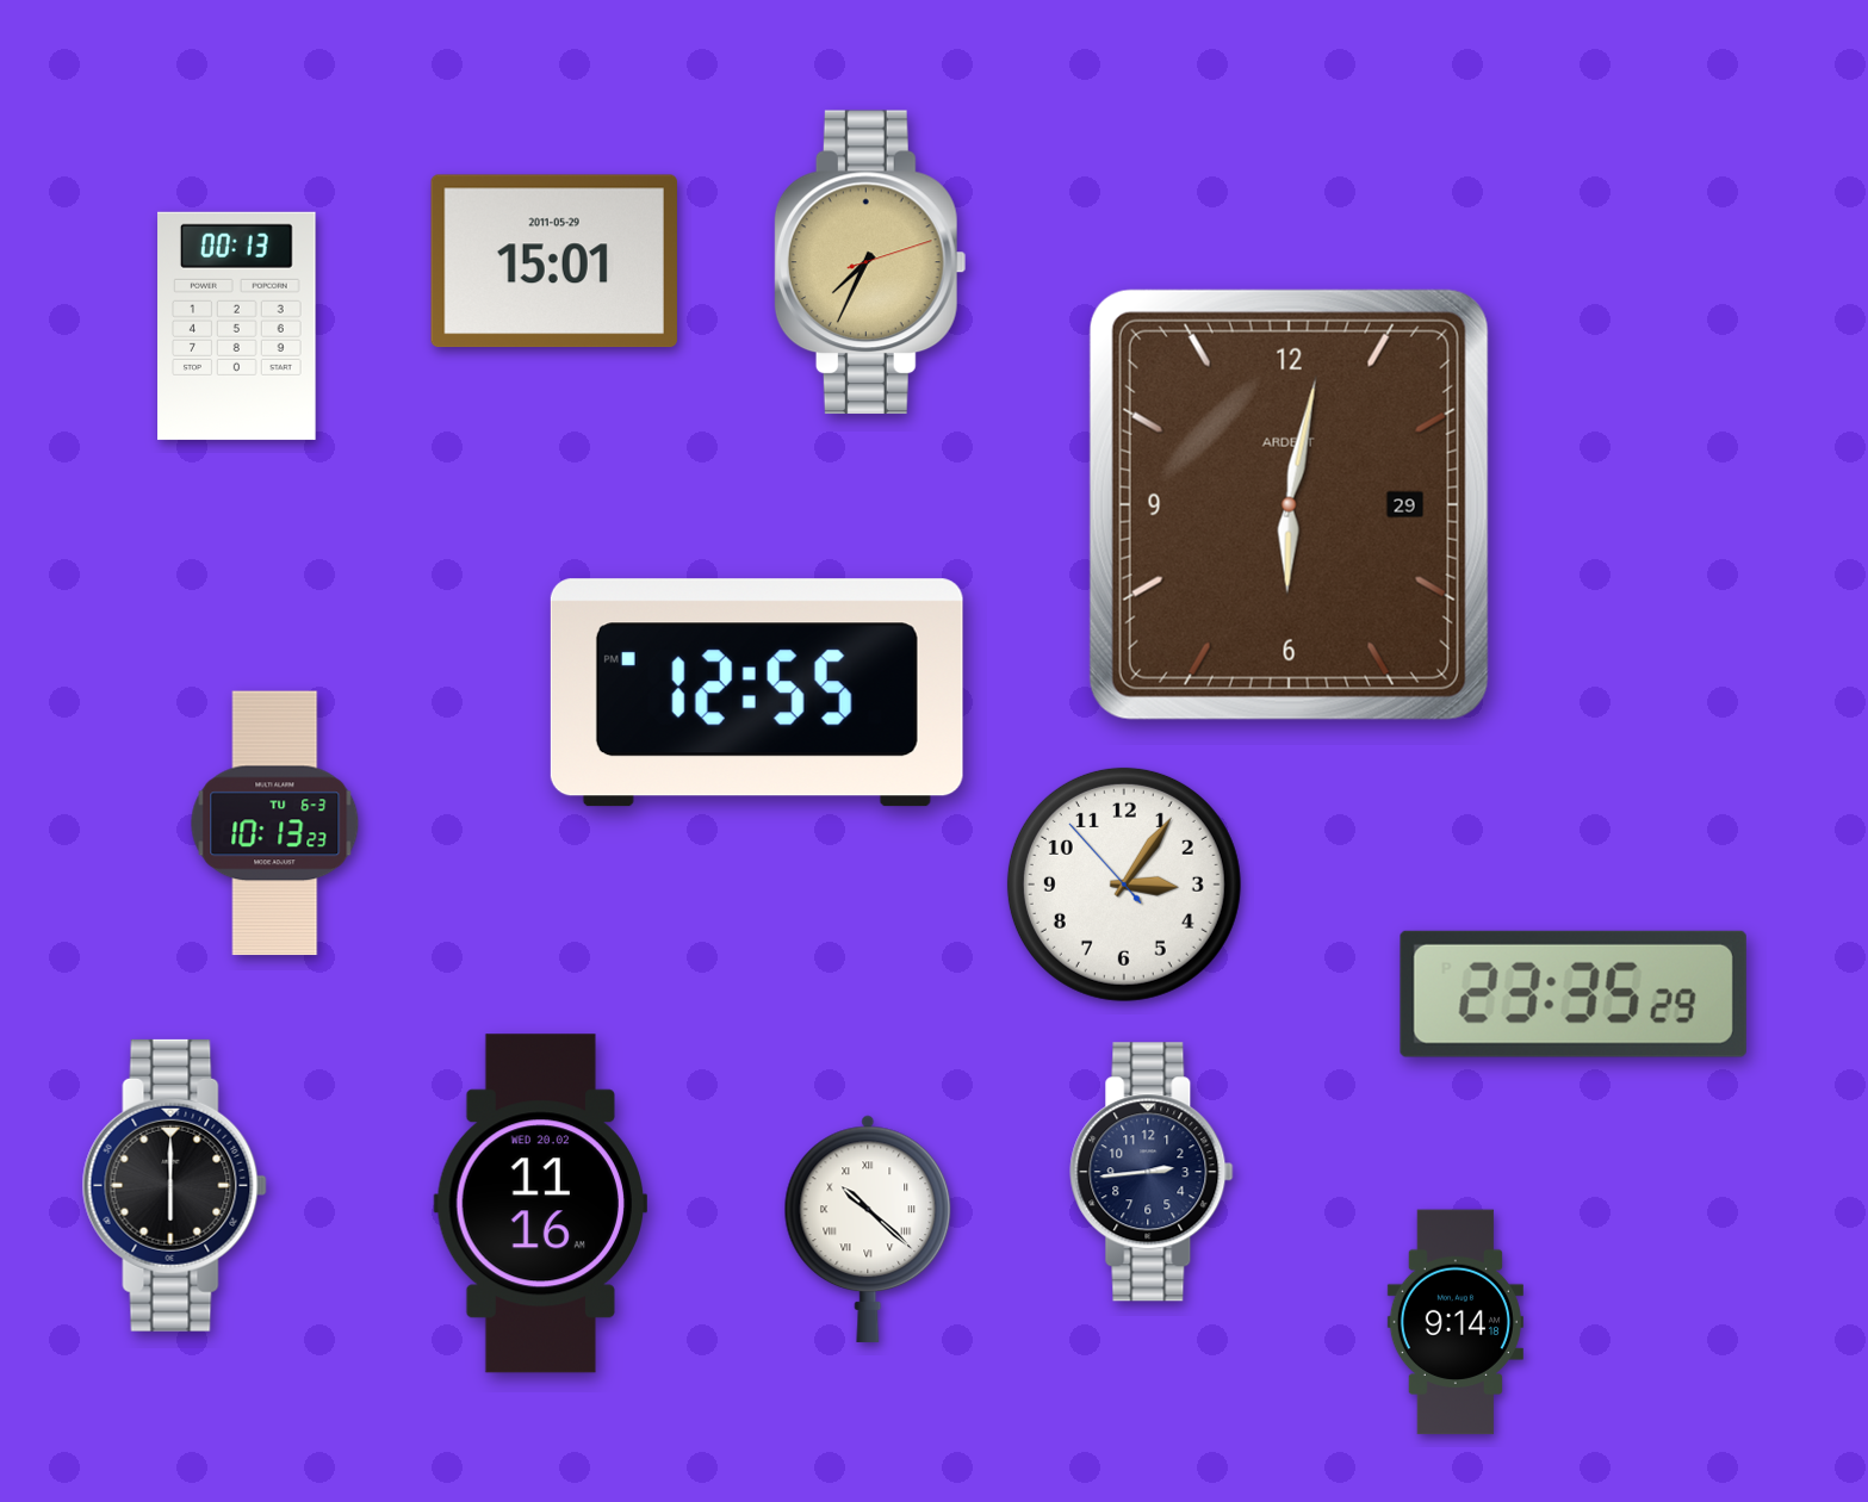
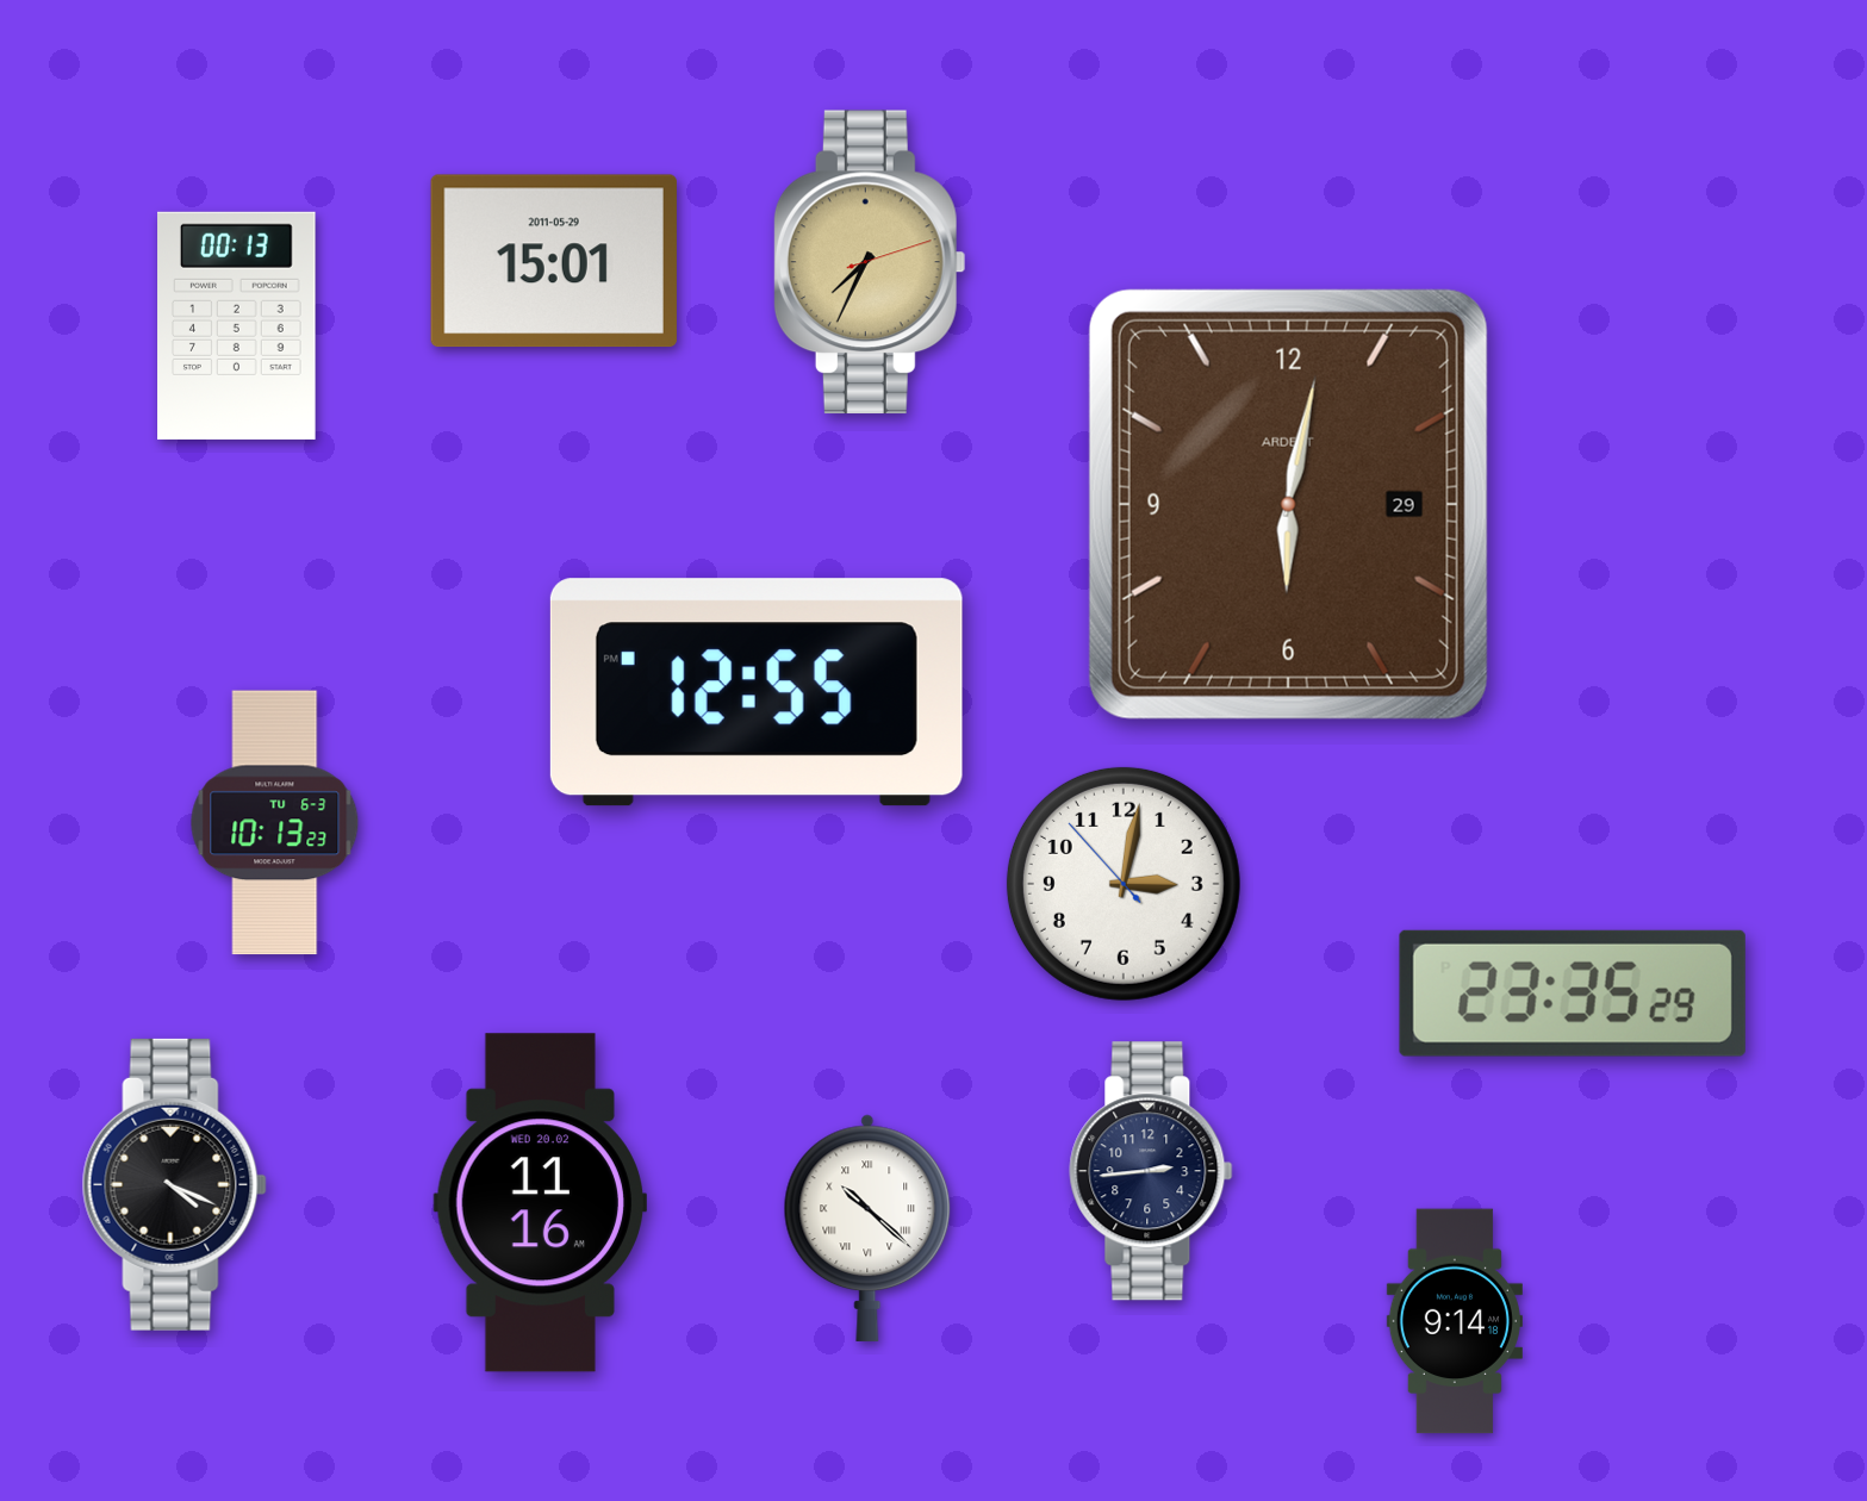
clock at (1124, 885): 3:05 -> 3:01
clock at (174, 1185): 6:00 -> 4:19
